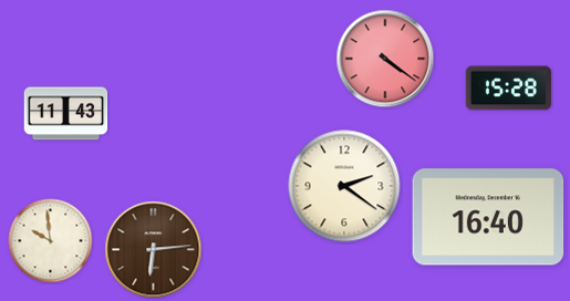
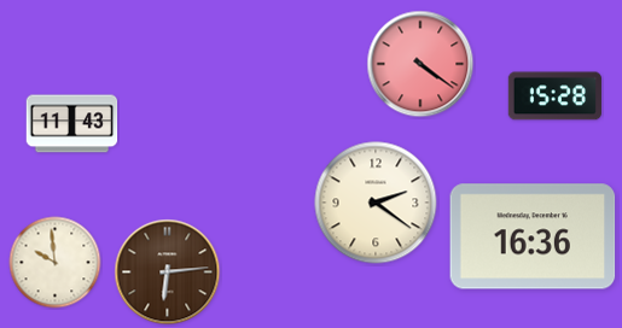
clock at (488, 217): 16:40 -> 16:36
